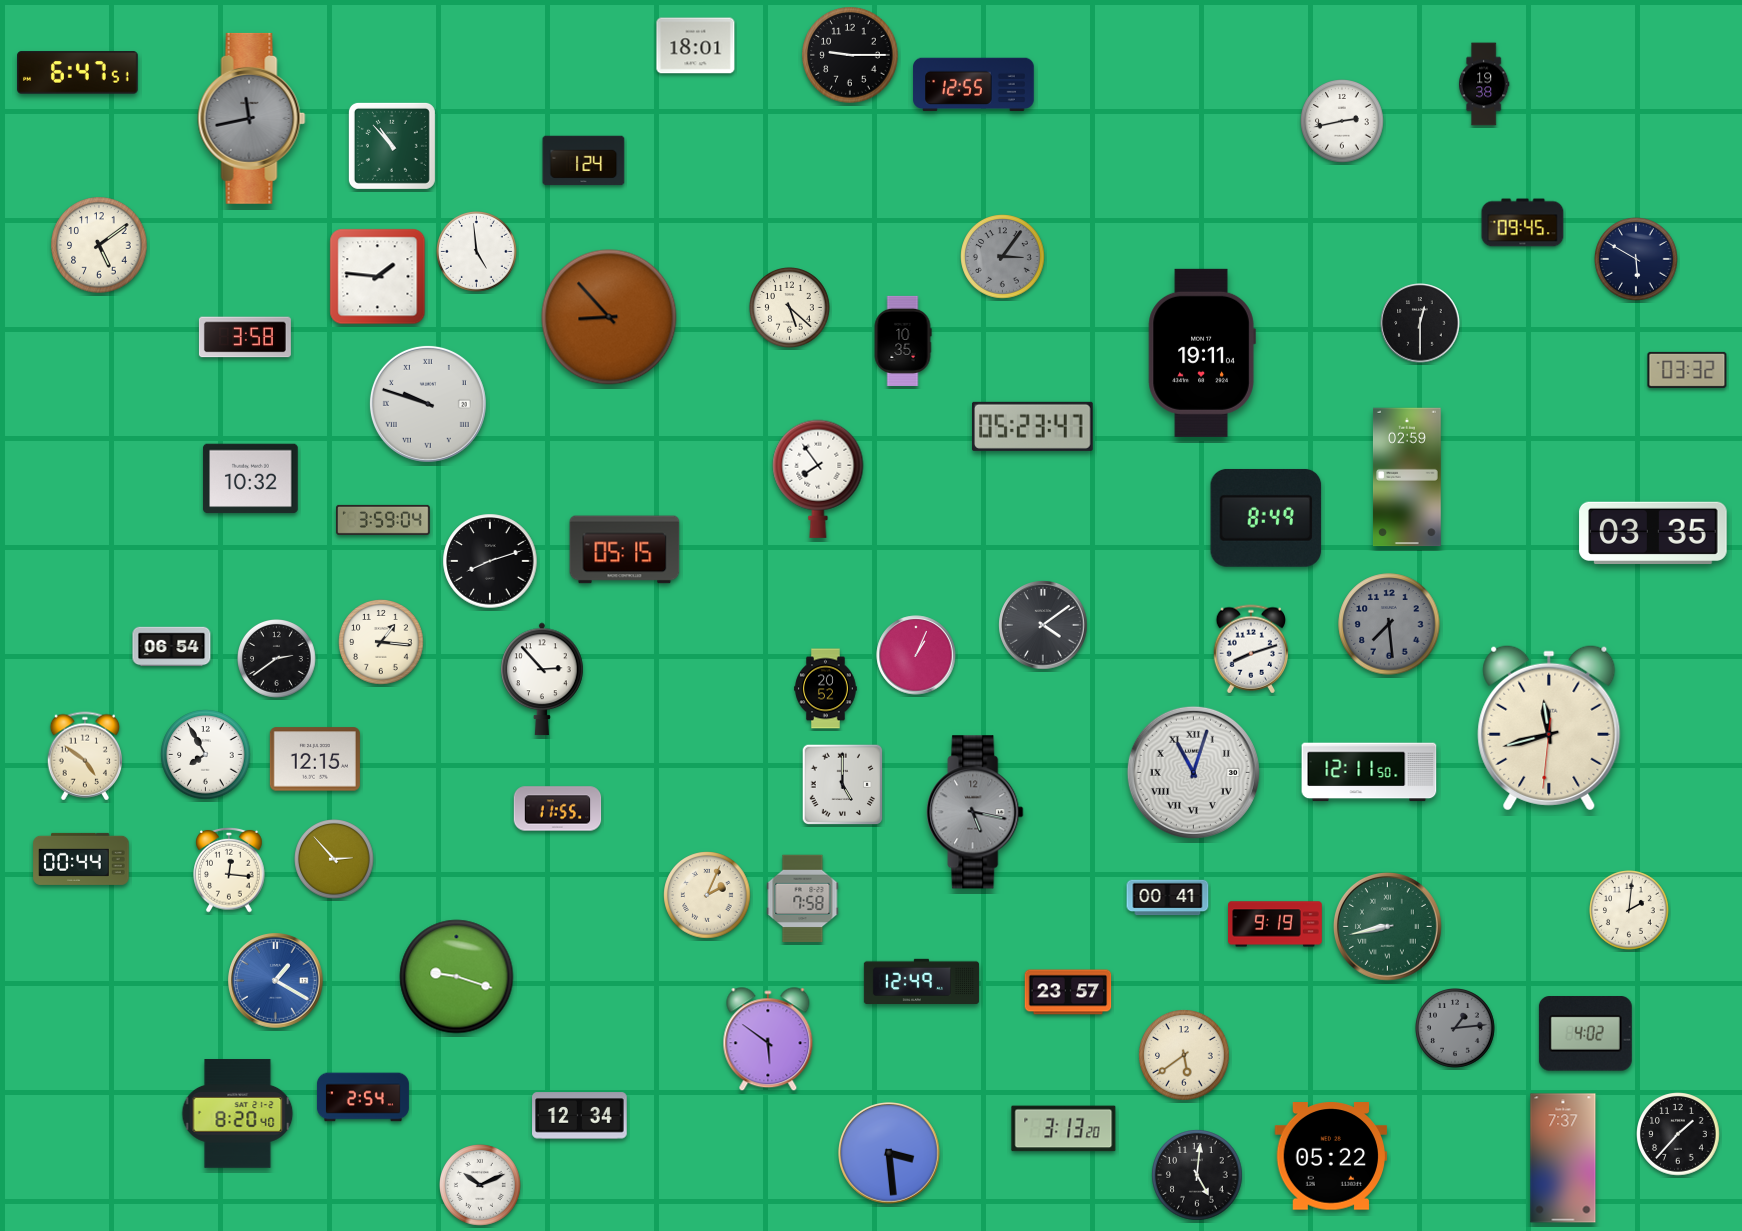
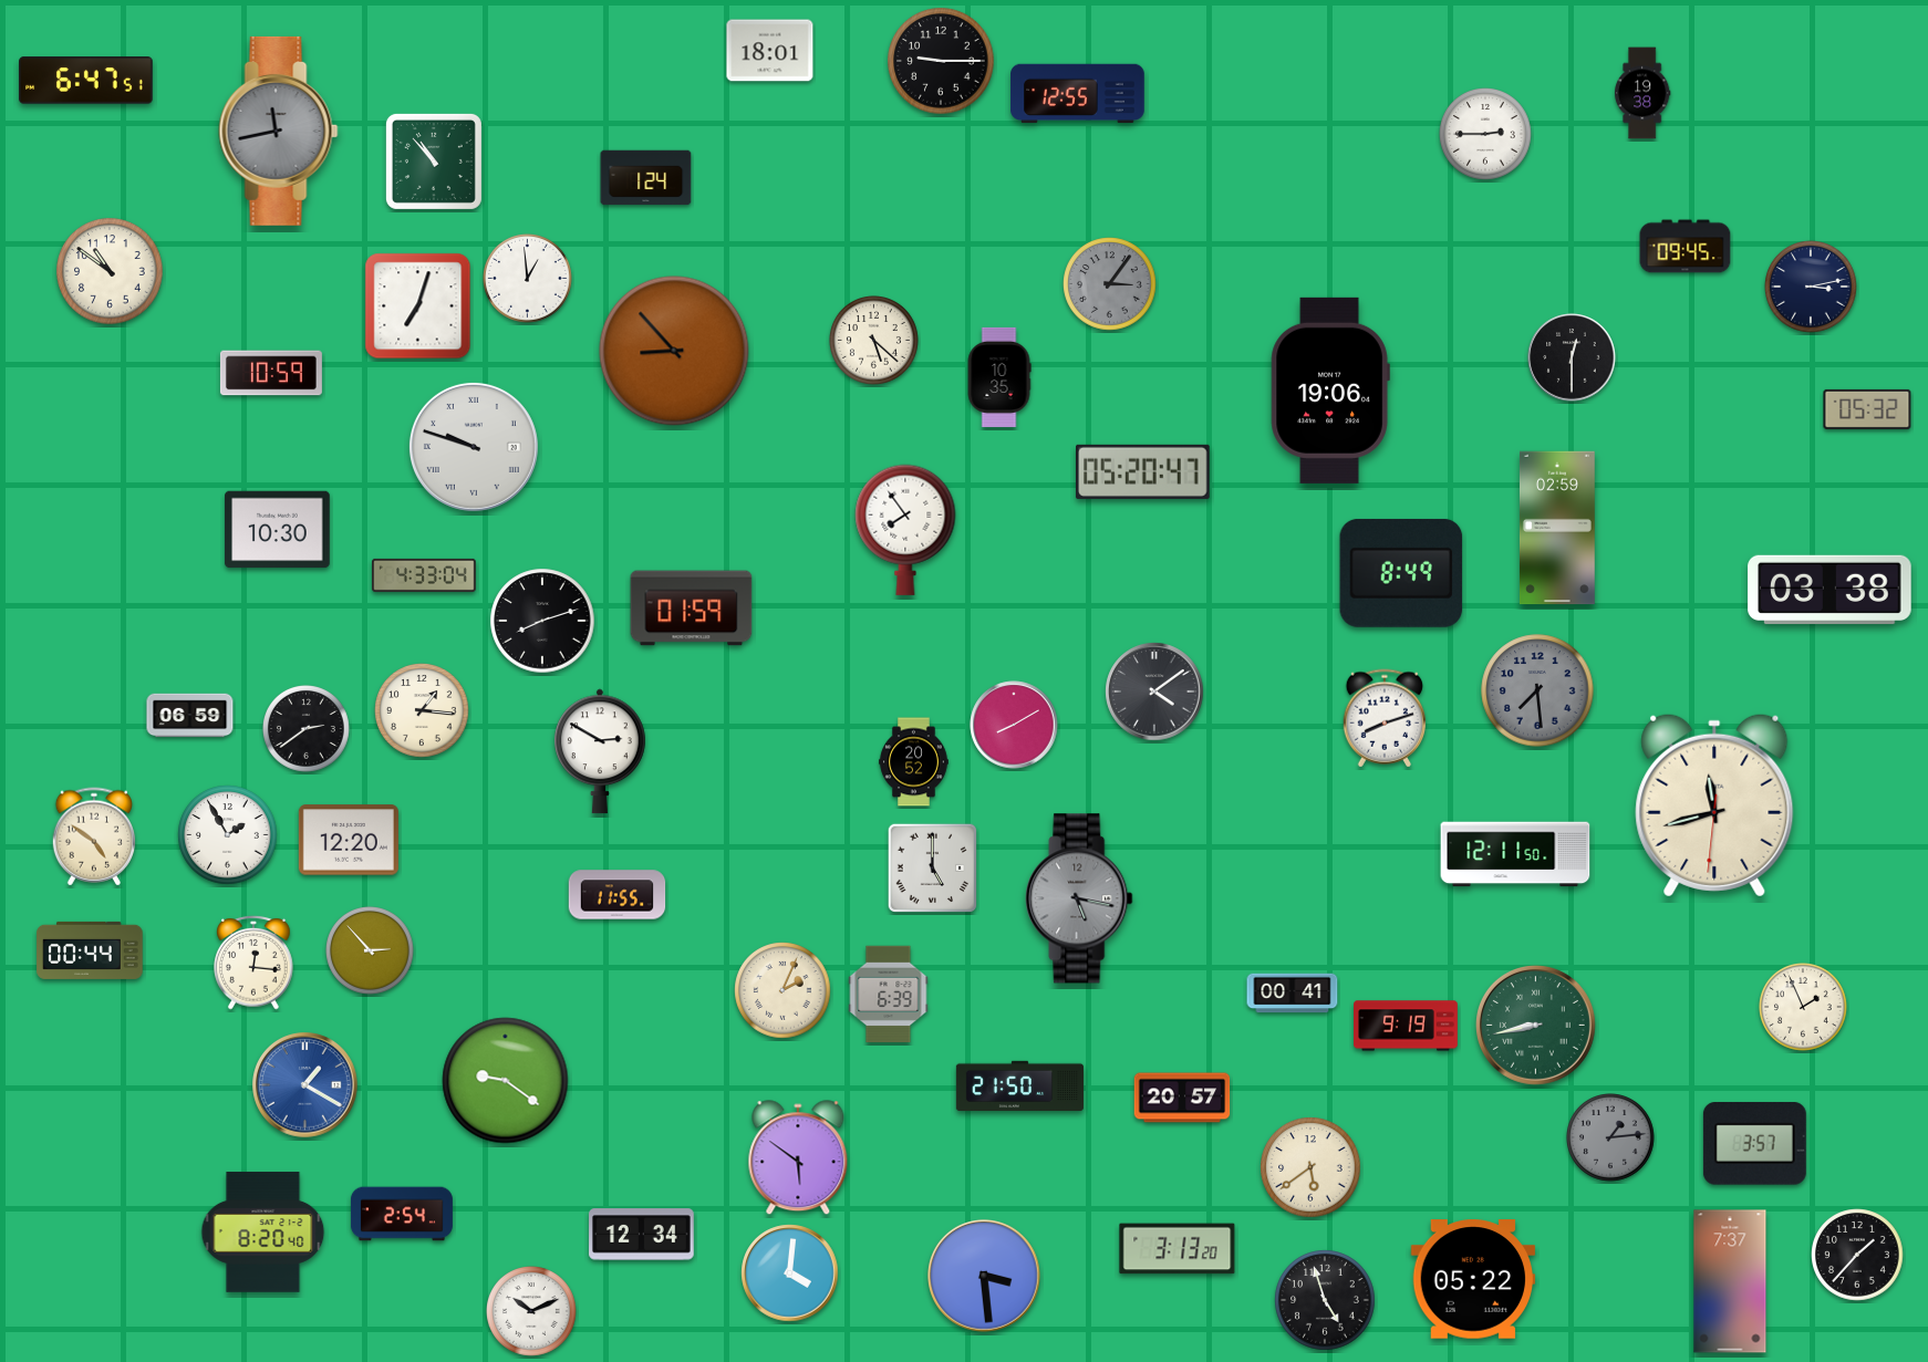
clock at (1342, 121): 2:43 -> 2:45
clock at (99, 245): 5:09 -> 10:51
clock at (477, 252): 4:59 -> 12:59
clock at (1636, 259): 5:50 -> 3:13
clock at (378, 277): 1:46 -> 7:03
clock at (245, 337): 3:58 -> 10:59
clock at (1202, 353): 19:11 -> 19:06
clock at (1687, 370): 03:32 -> 05:32
clock at (1033, 426): 05:23 -> 05:20
clock at (251, 479): 10:32 -> 10:30
clock at (383, 520): 3:59 -> 4:33
clock at (1653, 532): 03:35 -> 03:38
clock at (625, 550): 05:15 -> 01:59
clock at (172, 647): 06:54 -> 06:59
clock at (916, 655): 1:04 -> 8:10
clock at (543, 679): 2:53 -> 2:50
clock at (206, 755): 7:55 -> 1:55
clock at (315, 759): 12:15 -> 12:20
clock at (1193, 772): 11:03 -> none
clock at (803, 899): 7:58 -> 6:39
clock at (1630, 911): 2:01 -> 1:56
clock at (1275, 924) position: (1275, 924) -> (1406, 1026)
clock at (457, 977): 9:18 -> 9:21
clock at (921, 982): 12:49 -> 21:50
clock at (1068, 992): 23:57 -> 20:57
clock at (1585, 1034): 4:02 -> 3:57
clock at (768, 1040) position: (768, 1040) -> (798, 1158)
clock at (790, 1273): none -> 4:01
clock at (1197, 1175): 5:01 -> 4:57
